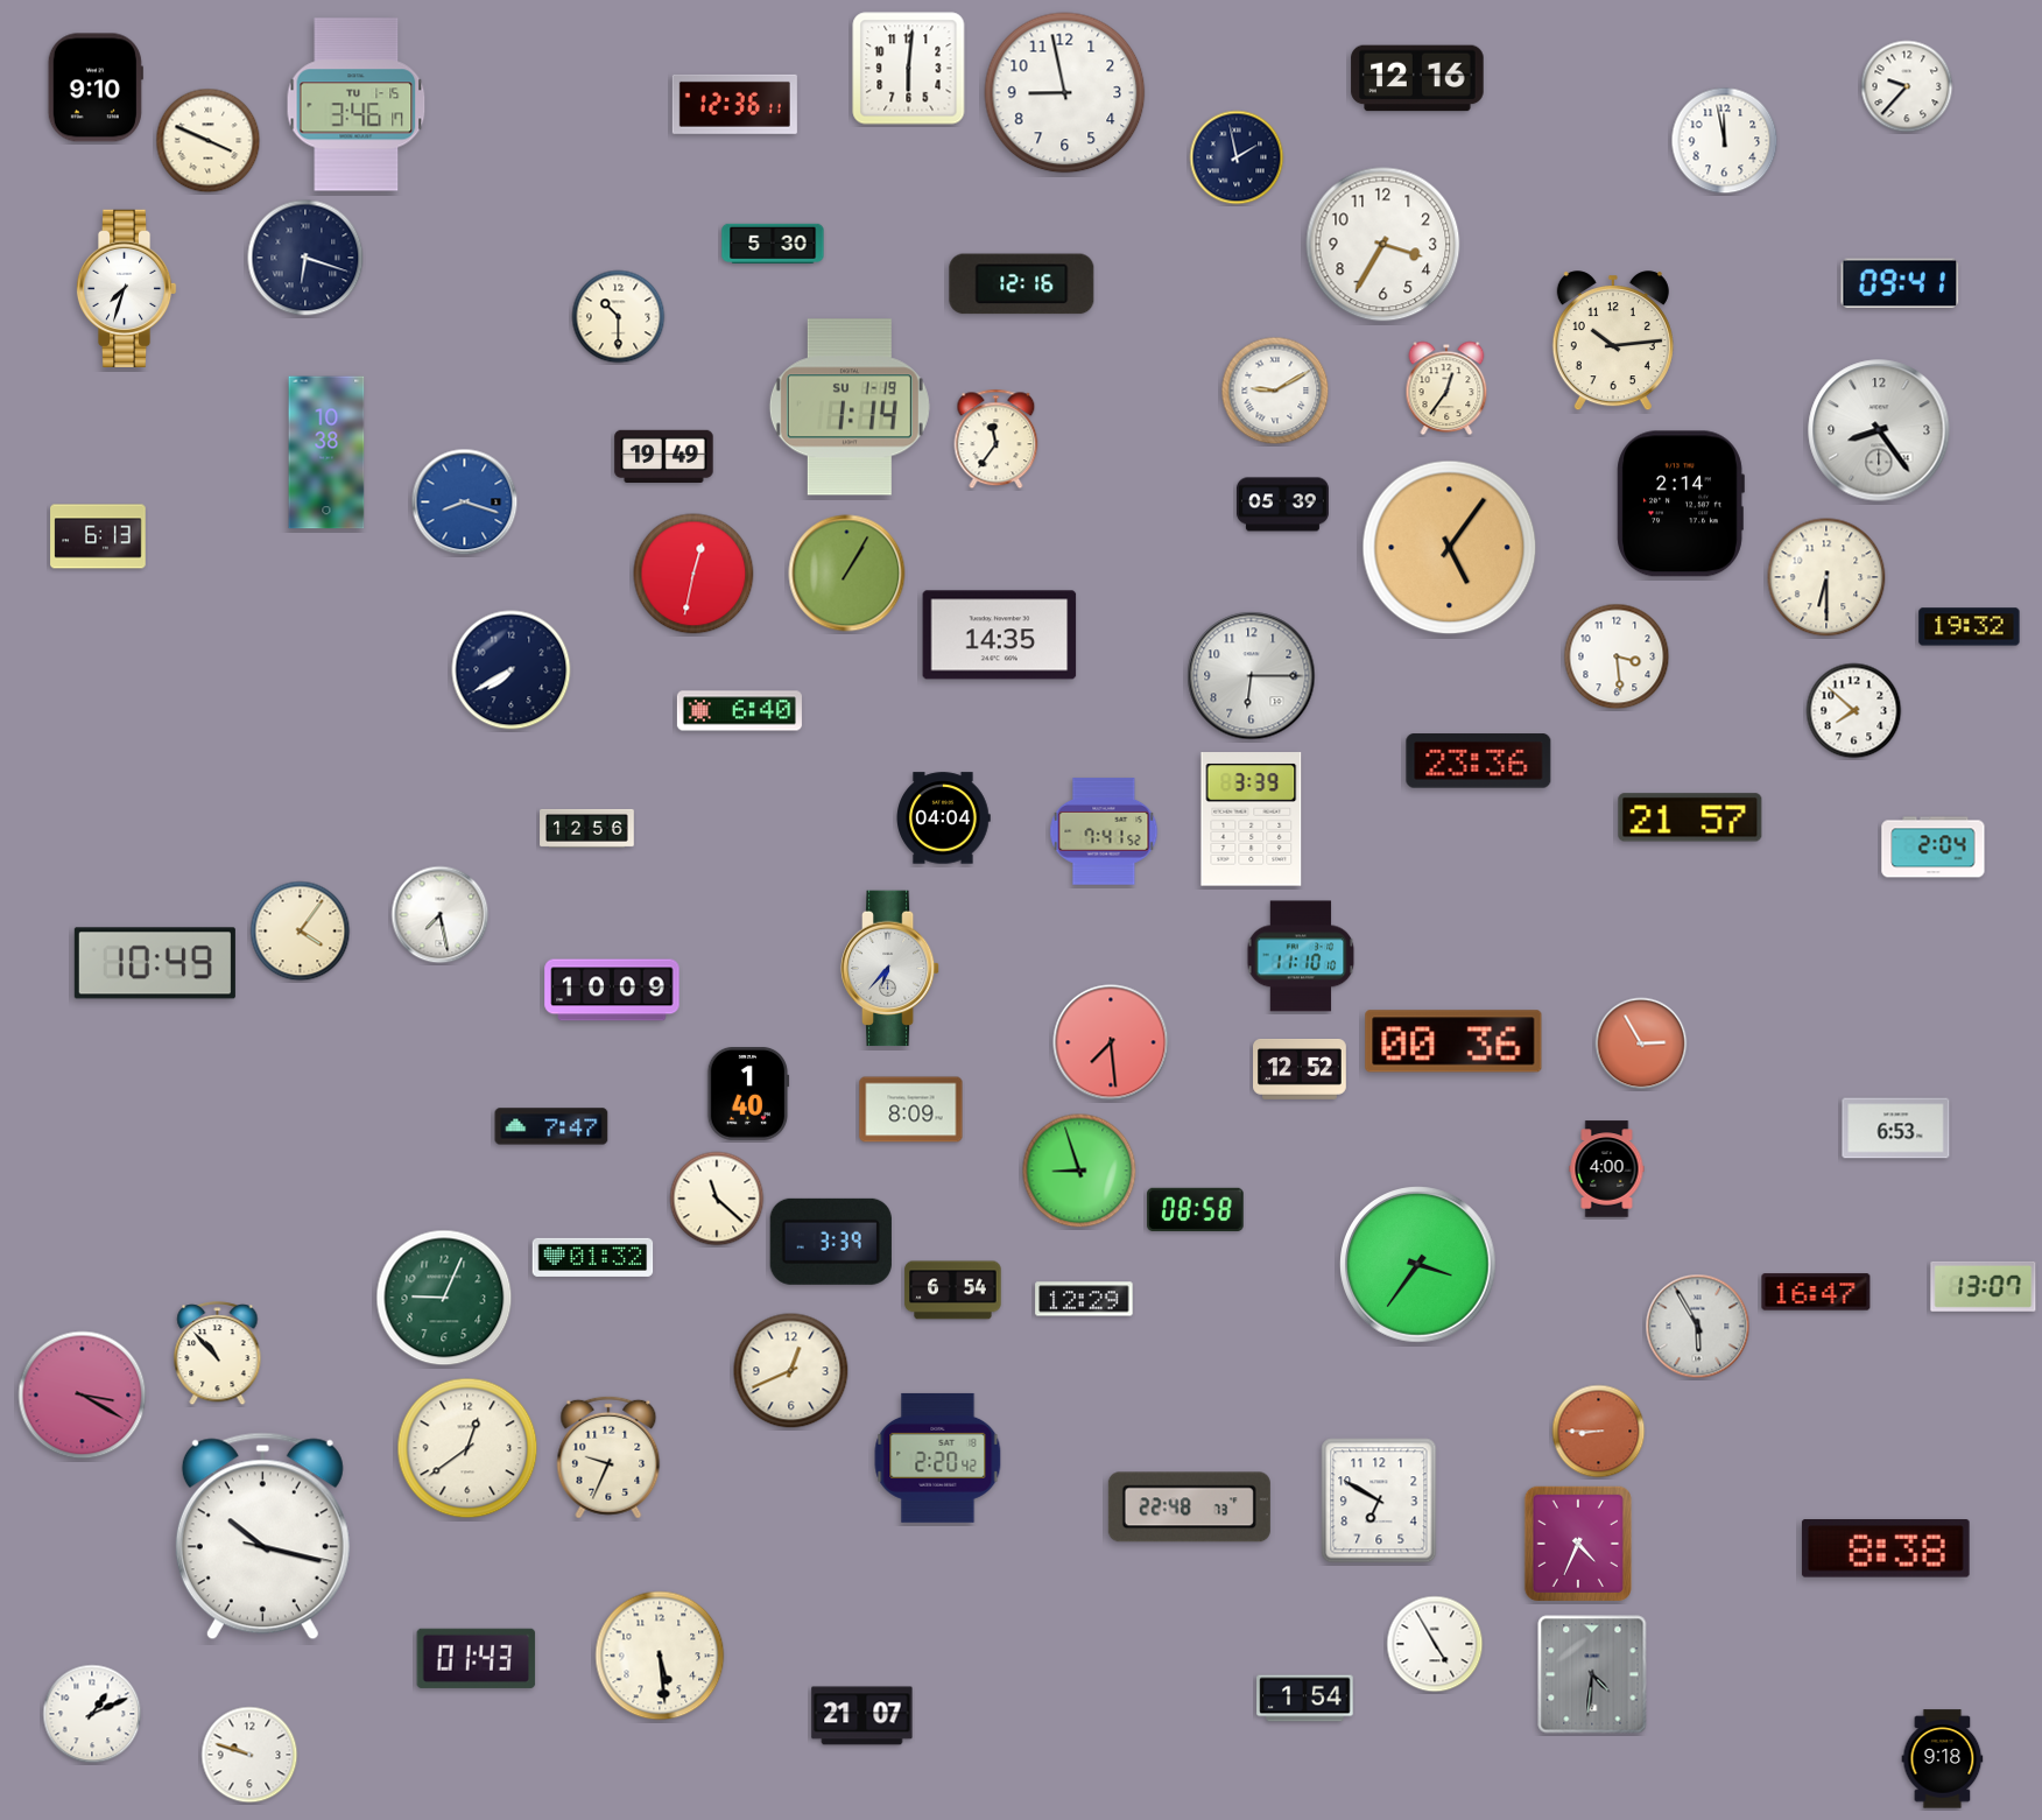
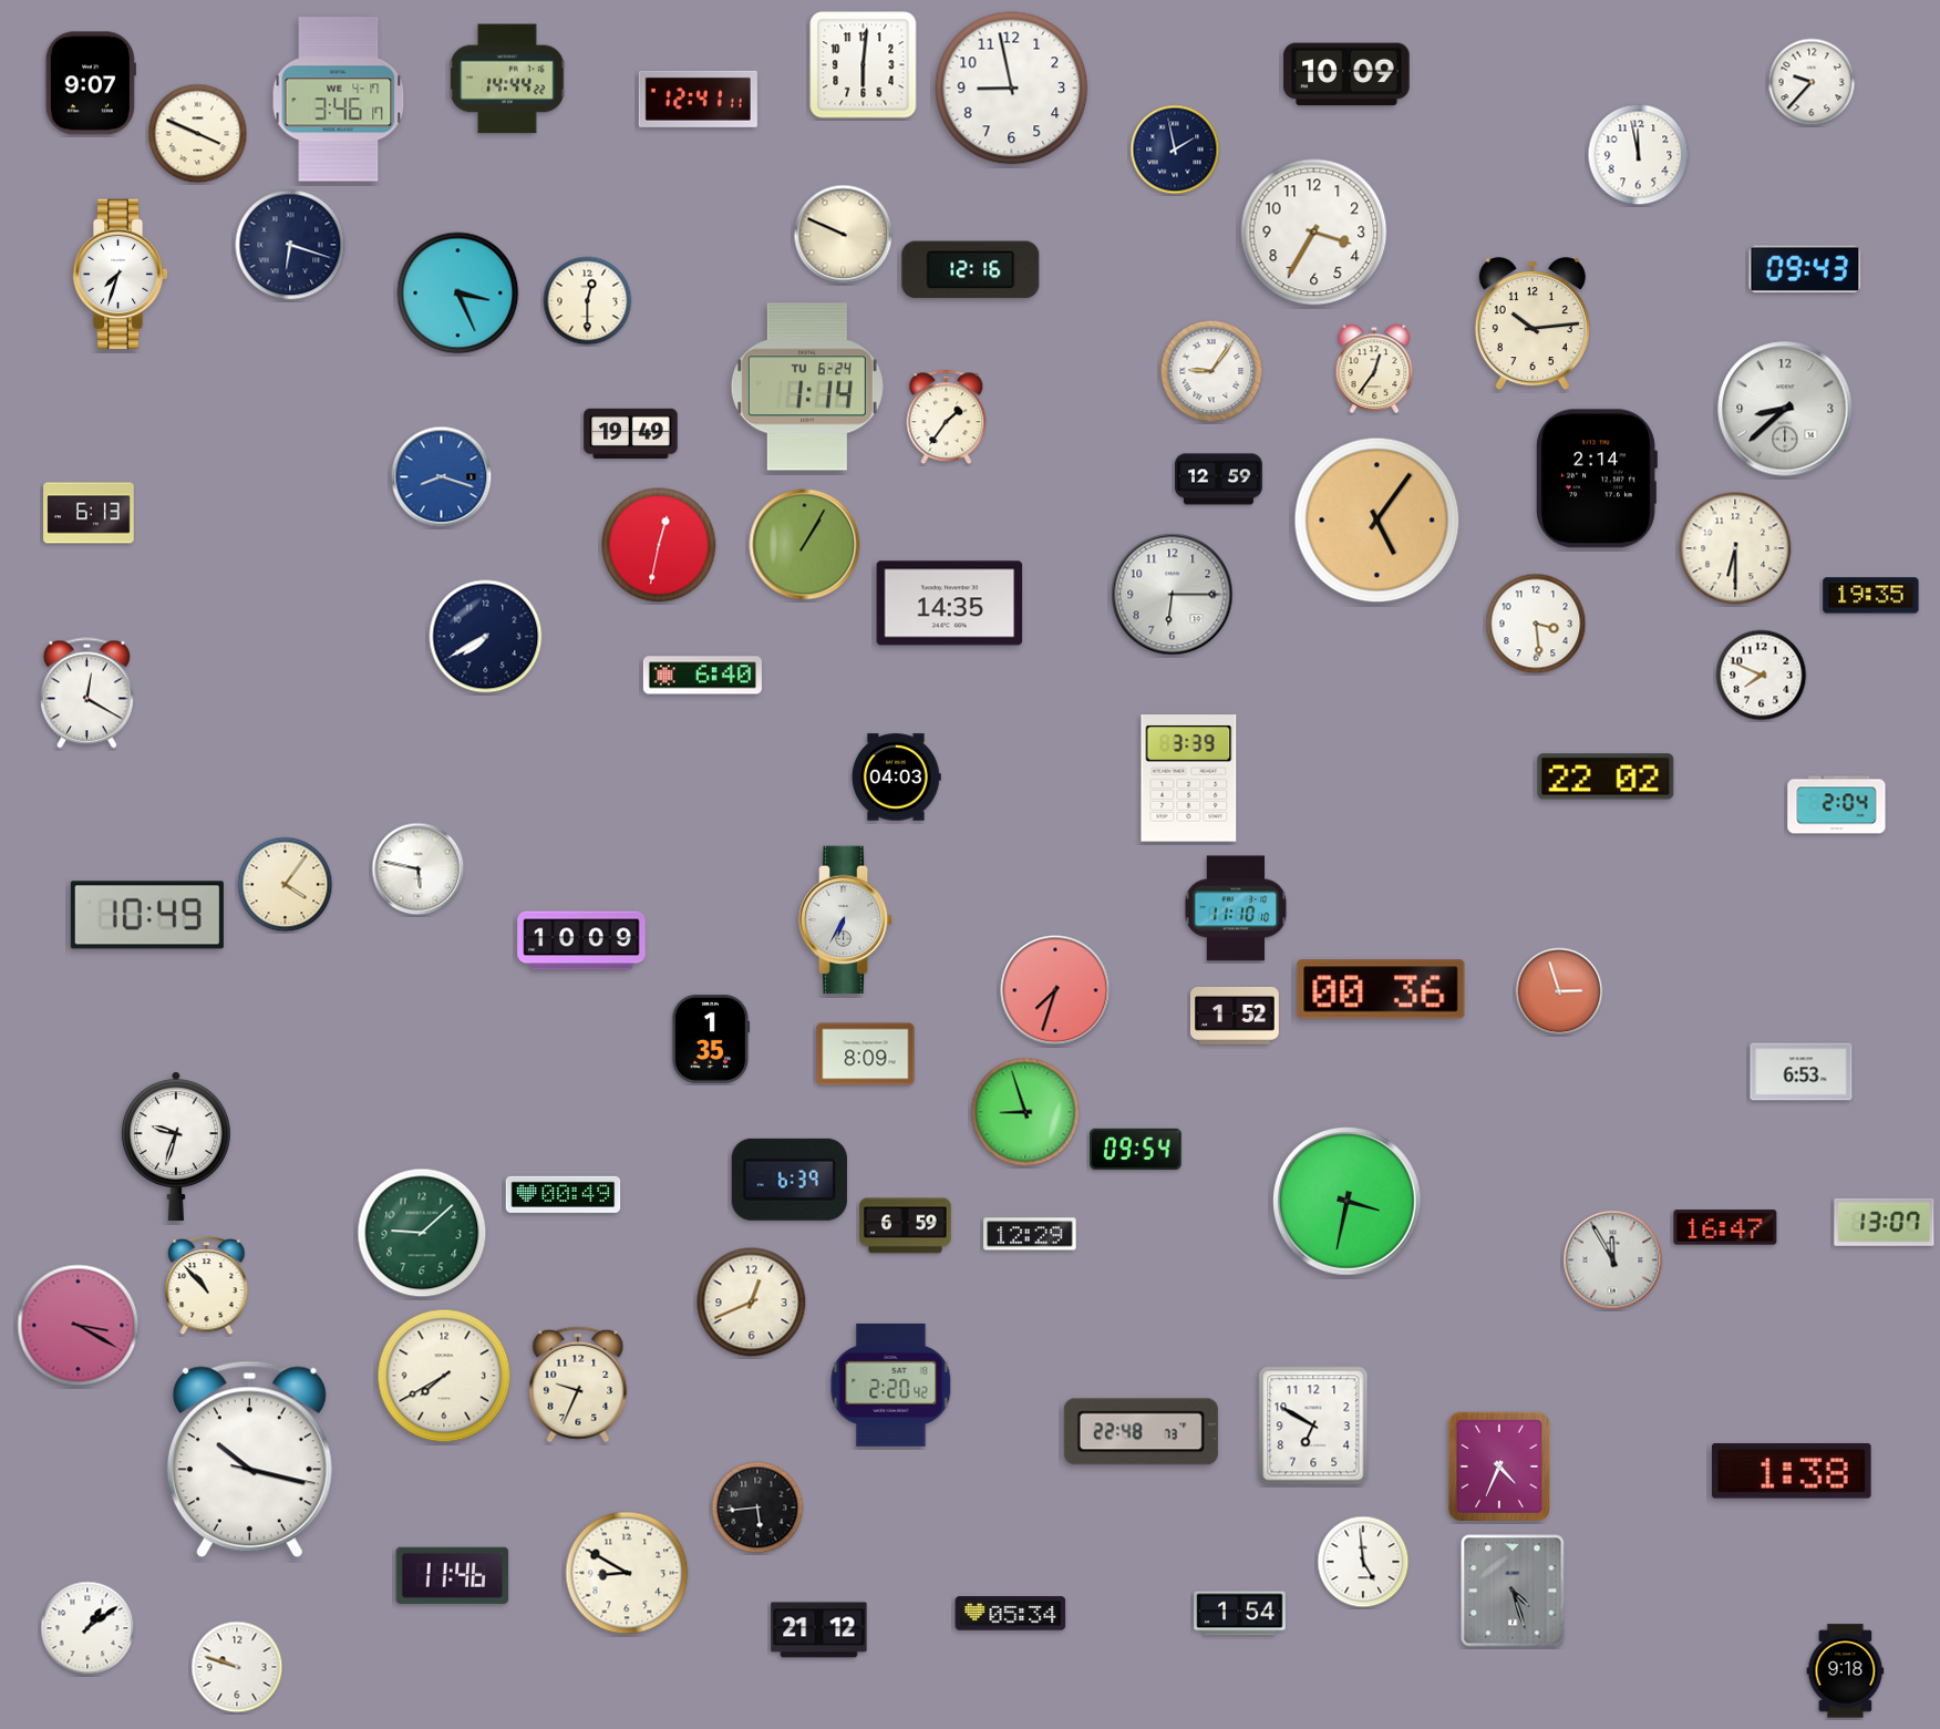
clock at (1417, 78): 12:16 -> 10:09
clock at (507, 79): none -> 14:44
clock at (96, 87): 9:10 -> 9:07
clock at (734, 104): 12:36 -> 12:41
clock at (357, 105) date: TU 1-15 -> WE 4-17
clock at (1725, 141) position: (1725, 141) -> (1639, 155)
clock at (773, 243): 5:30 -> none
clock at (844, 235): none -> 9:49
clock at (1900, 282): 09:41 -> 09:43
clock at (458, 294): none -> 3:26
clock at (619, 317): 10:30 -> 12:30
clock at (1275, 391): 9:10 -> 9:06
clock at (850, 407) date: SU 1-19 -> TU 6-24
clock at (1879, 430): 8:24 -> 8:38
clock at (997, 440): 11:36 -> 1:36
clock at (326, 452): 10:38 -> none
clock at (1282, 505): 05:39 -> 12:59
clock at (98, 536) position: (98, 536) -> (89, 513)
clock at (1970, 627): 19:32 -> 19:35
clock at (1252, 676) position: (1252, 676) -> (1173, 595)
clock at (1854, 711): 7:52 -> 7:49
clock at (86, 693): none -> 12:20
clock at (1479, 761): 23:36 -> none
clock at (1690, 817): 21:57 -> 22:02
clock at (944, 818): 04:04 -> 04:03
clock at (587, 828): 12:56 -> none
clock at (1104, 831): 7:41 -> none
clock at (441, 915): 7:28 -> 5:47
clock at (890, 969): 6:37 -> 6:35
clock at (1111, 1042): 7:29 -> 7:33
clock at (1641, 1043): 2:55 -> 2:57
clock at (1301, 1070): 12:52 -> 1:52
clock at (748, 1095): 1:40 -> 1:35
clock at (551, 1126): 7:47 -> none
clock at (1607, 1169): 4:00 -> none
clock at (717, 1199): 11:22 -> none
clock at (176, 1146): none -> 9:33
clock at (1196, 1209): 08:58 -> 09:54
clock at (831, 1242): 3:39 -> 6:39
clock at (593, 1257): 01:32 -> 00:49
clock at (1418, 1265): 3:36 -> 3:32
clock at (953, 1291): 6:54 -> 6:59
clock at (444, 1298): 9:04 -> 9:08
clock at (1698, 1327): 5:55 -> 11:55
clock at (1599, 1432): 8:45 -> none
clock at (467, 1448): 12:39 -> 7:40
clock at (1379, 1501) position: (1379, 1501) -> (1313, 1426)
clock at (1189, 1508) position: (1189, 1508) -> (1141, 1432)
clock at (1886, 1550): 8:38 -> 1:38
clock at (757, 1507): none -> 5:44
clock at (1435, 1644): 4:55 -> 4:59
clock at (660, 1656): 5:29 -> 8:50
clock at (477, 1658): 01:43 -> 11:46
clock at (1592, 1674): 4:31 -> 4:27
clock at (1011, 1614): none -> 05:34
clock at (92, 1714): 1:11 -> 1:09
clock at (862, 1716): 21:07 -> 21:12
